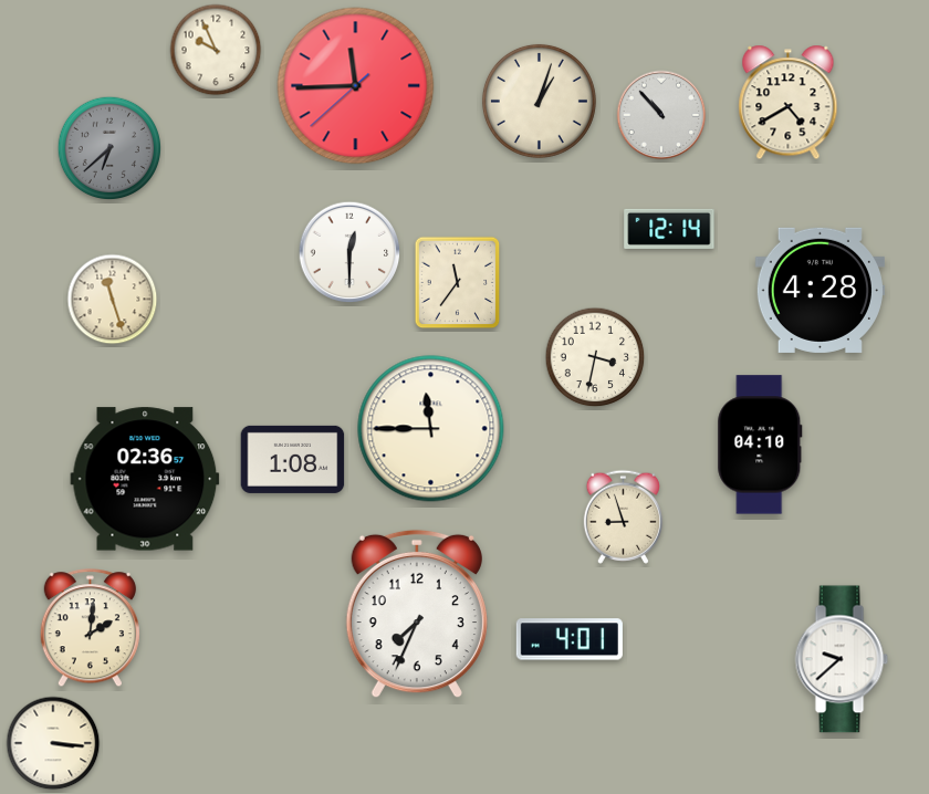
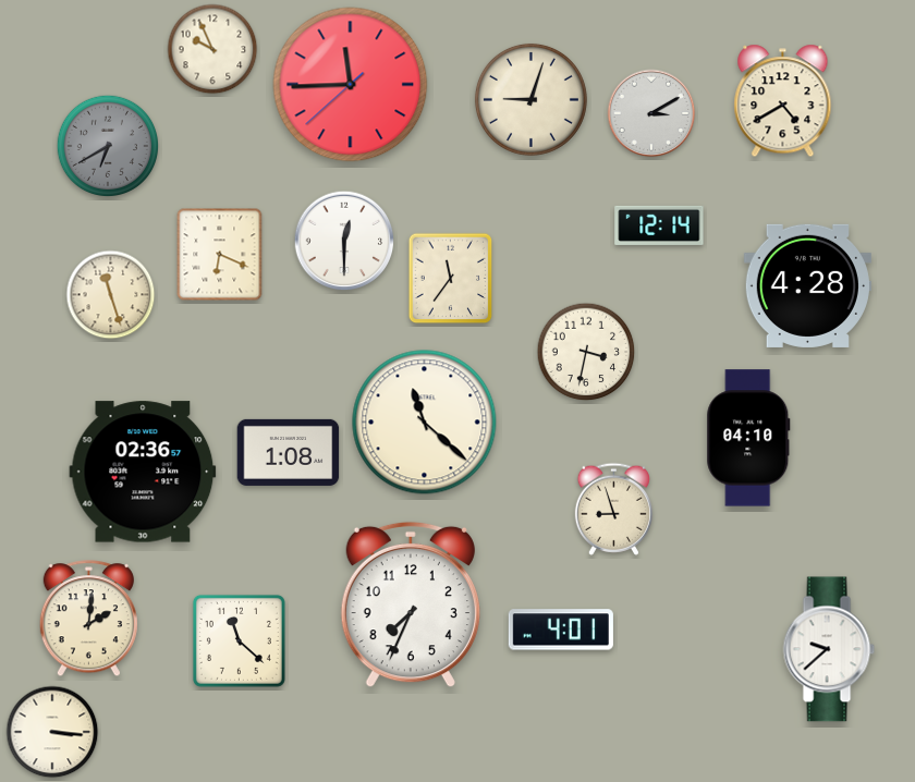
clock at (539, 101): 1:03 -> 9:03
clock at (789, 103) position: (789, 103) -> (783, 101)
clock at (661, 115): 10:53 -> 3:10
clock at (109, 148): 6:38 -> 6:40
clock at (349, 252) position: (349, 252) -> (344, 241)
clock at (220, 255): none -> 6:19
clock at (431, 429): 11:45 -> 11:22
clock at (239, 640): none -> 11:22
